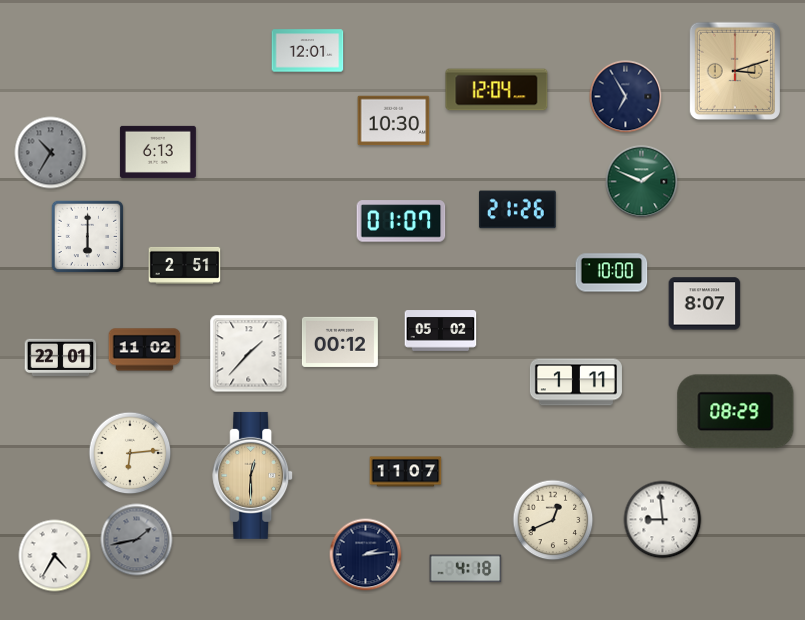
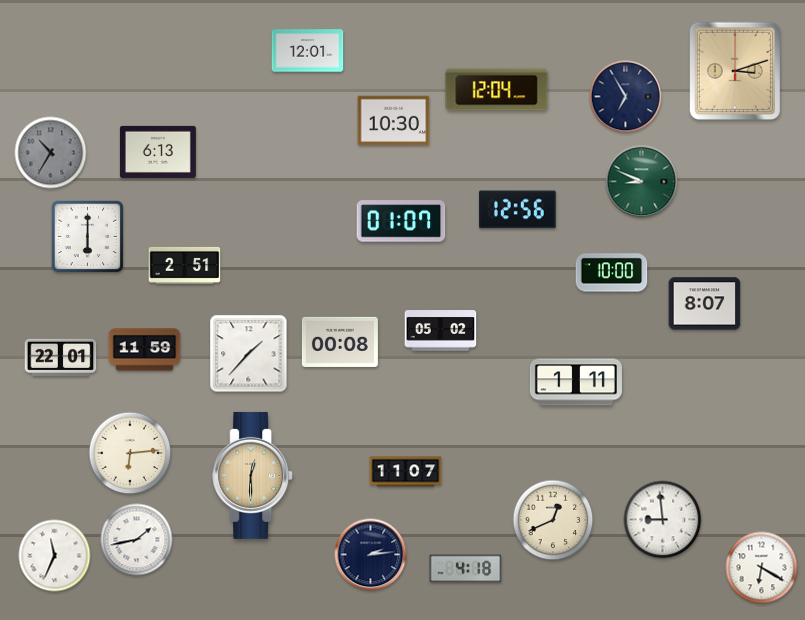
clock at (642, 182): 1:49 -> 8:49
clock at (517, 210): 21:26 -> 12:56
clock at (340, 342): 00:12 -> 00:08
clock at (145, 350): 11:02 -> 11:59
clock at (736, 412): 08:29 -> none
clock at (137, 540) dial: grey -> white
clock at (366, 555) position: (366, 555) -> (371, 555)
clock at (55, 556): 4:35 -> 11:34
clock at (762, 568): none -> 6:20
